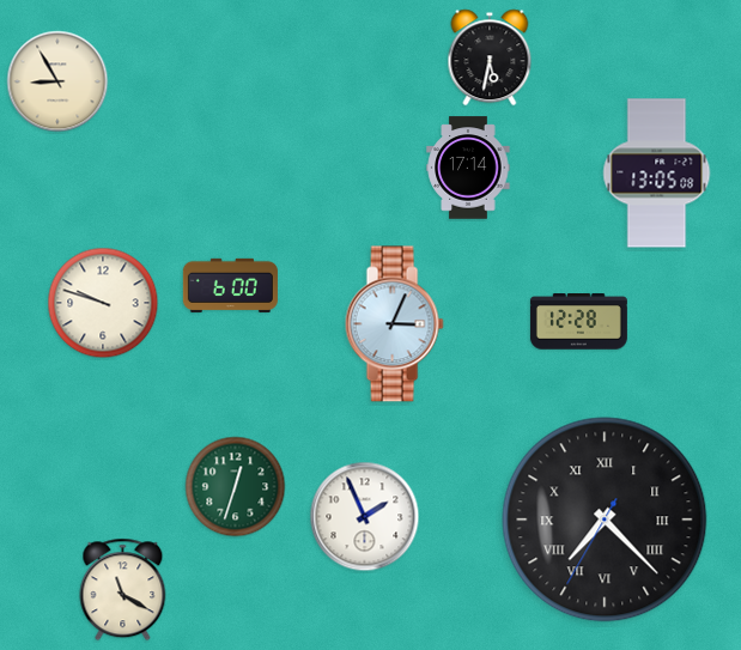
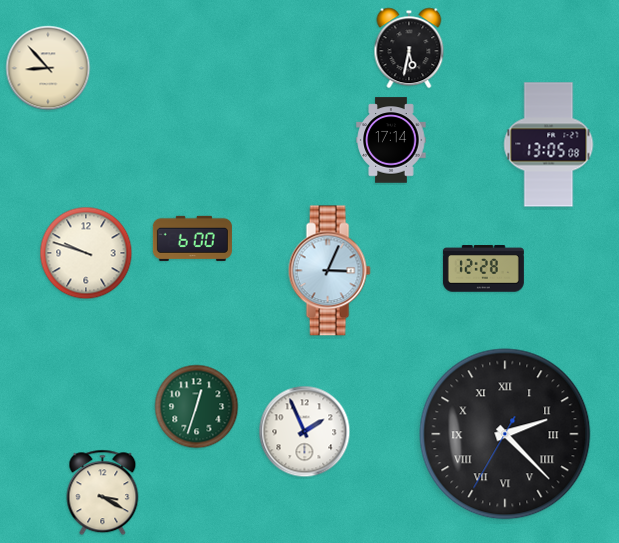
clock at (57, 81): 8:55 -> 8:53
clock at (605, 520): 7:22 -> 2:22
clock at (123, 590): 11:20 -> 3:20
